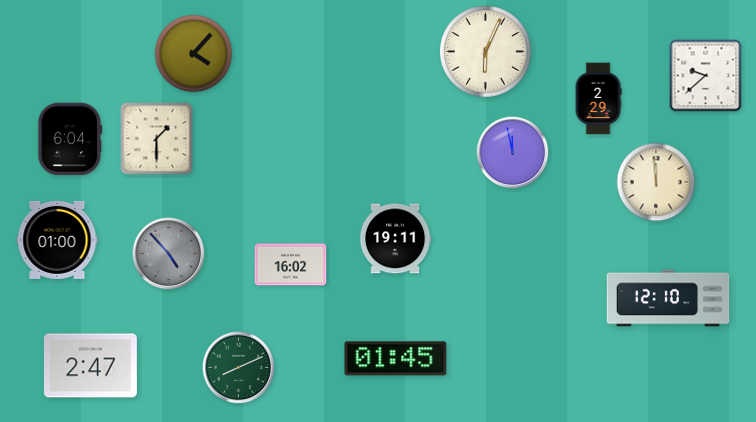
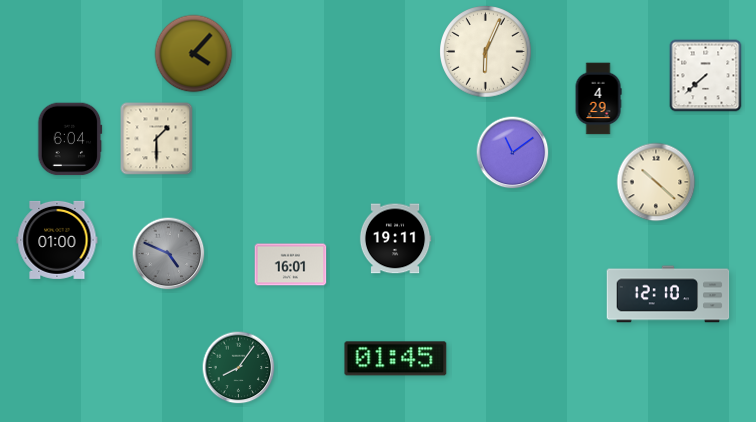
clock at (706, 76): 9:38 -> 7:38
clock at (598, 99): 2:29 -> 4:29
clock at (513, 153): 11:58 -> 11:09
clock at (656, 182): 11:59 -> 10:22
clock at (169, 254): 4:53 -> 4:49
clock at (291, 265): 16:02 -> 16:01
clock at (668, 298) position: (668, 298) -> (668, 294)
clock at (90, 366): 2:47 -> none
clock at (239, 368): 8:11 -> 8:06
